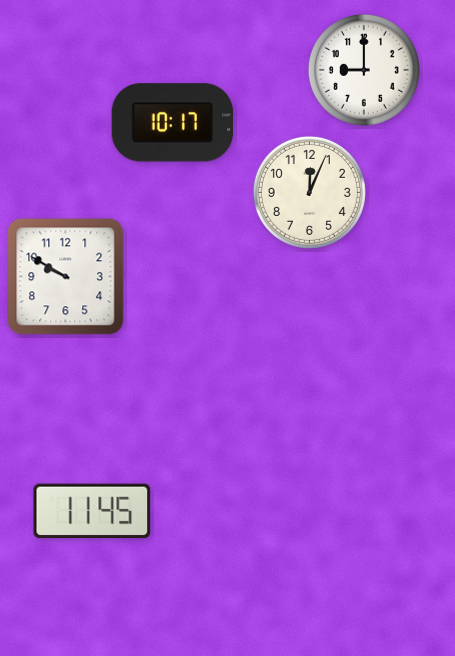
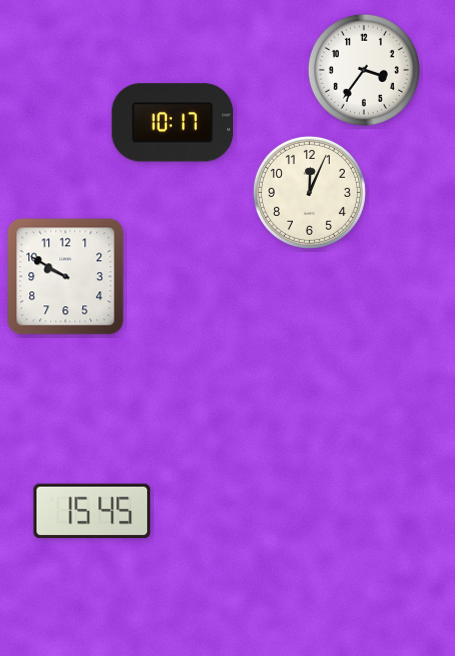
clock at (364, 70): 9:00 -> 3:36
clock at (92, 511): 11:45 -> 15:45
